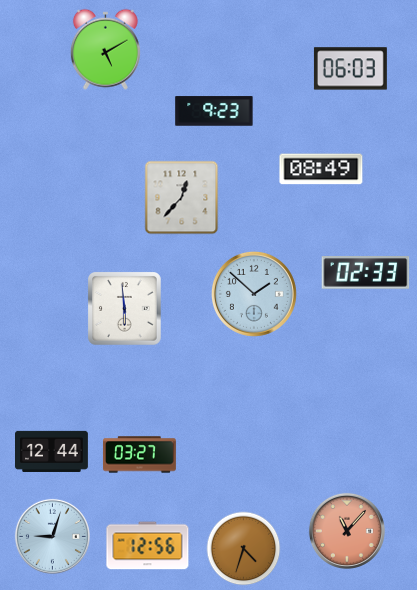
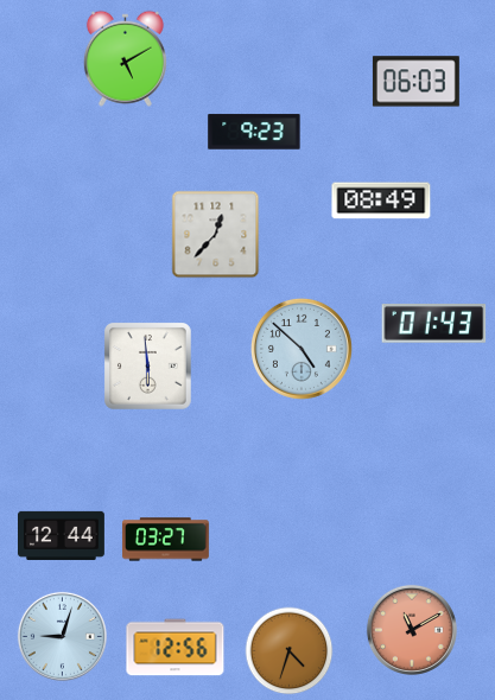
clock at (366, 273): 02:33 -> 01:43
clock at (254, 294): 1:52 -> 4:52
clock at (347, 531): 11:07 -> 11:10
